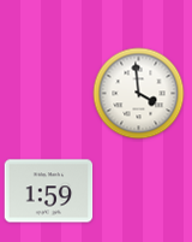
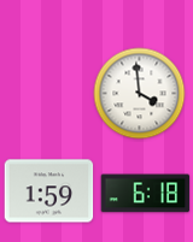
clock at (146, 194): none -> 6:18
